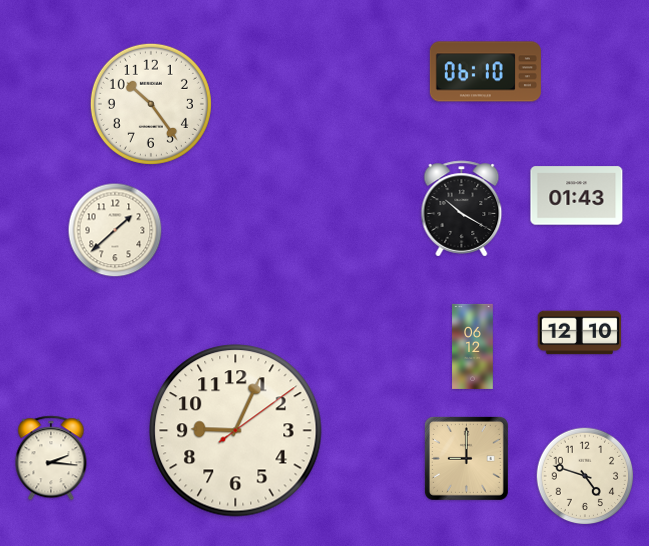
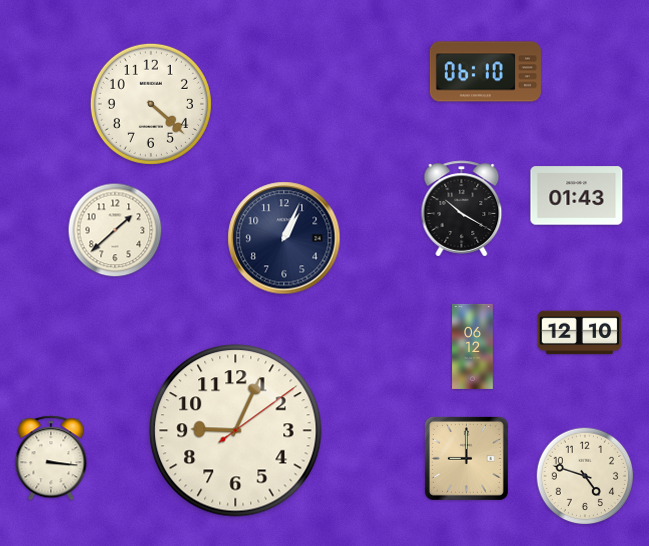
clock at (151, 104): 10:24 -> 4:22
clock at (284, 238): none -> 1:04
clock at (51, 458): 2:16 -> 3:16
